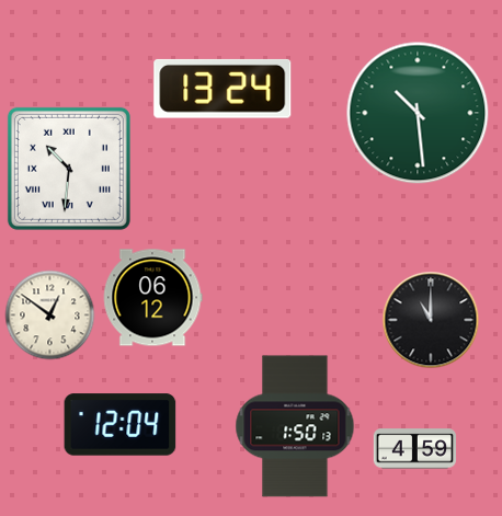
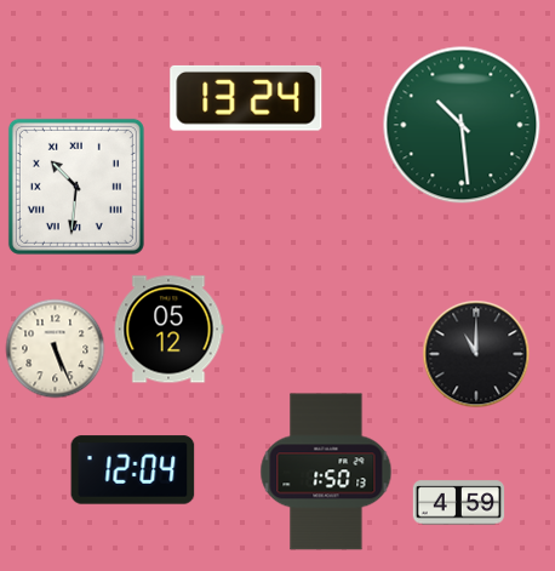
clock at (152, 298): 06:12 -> 05:12
clock at (50, 316): 12:51 -> 5:26
clock at (415, 449) position: (415, 449) -> (459, 503)
